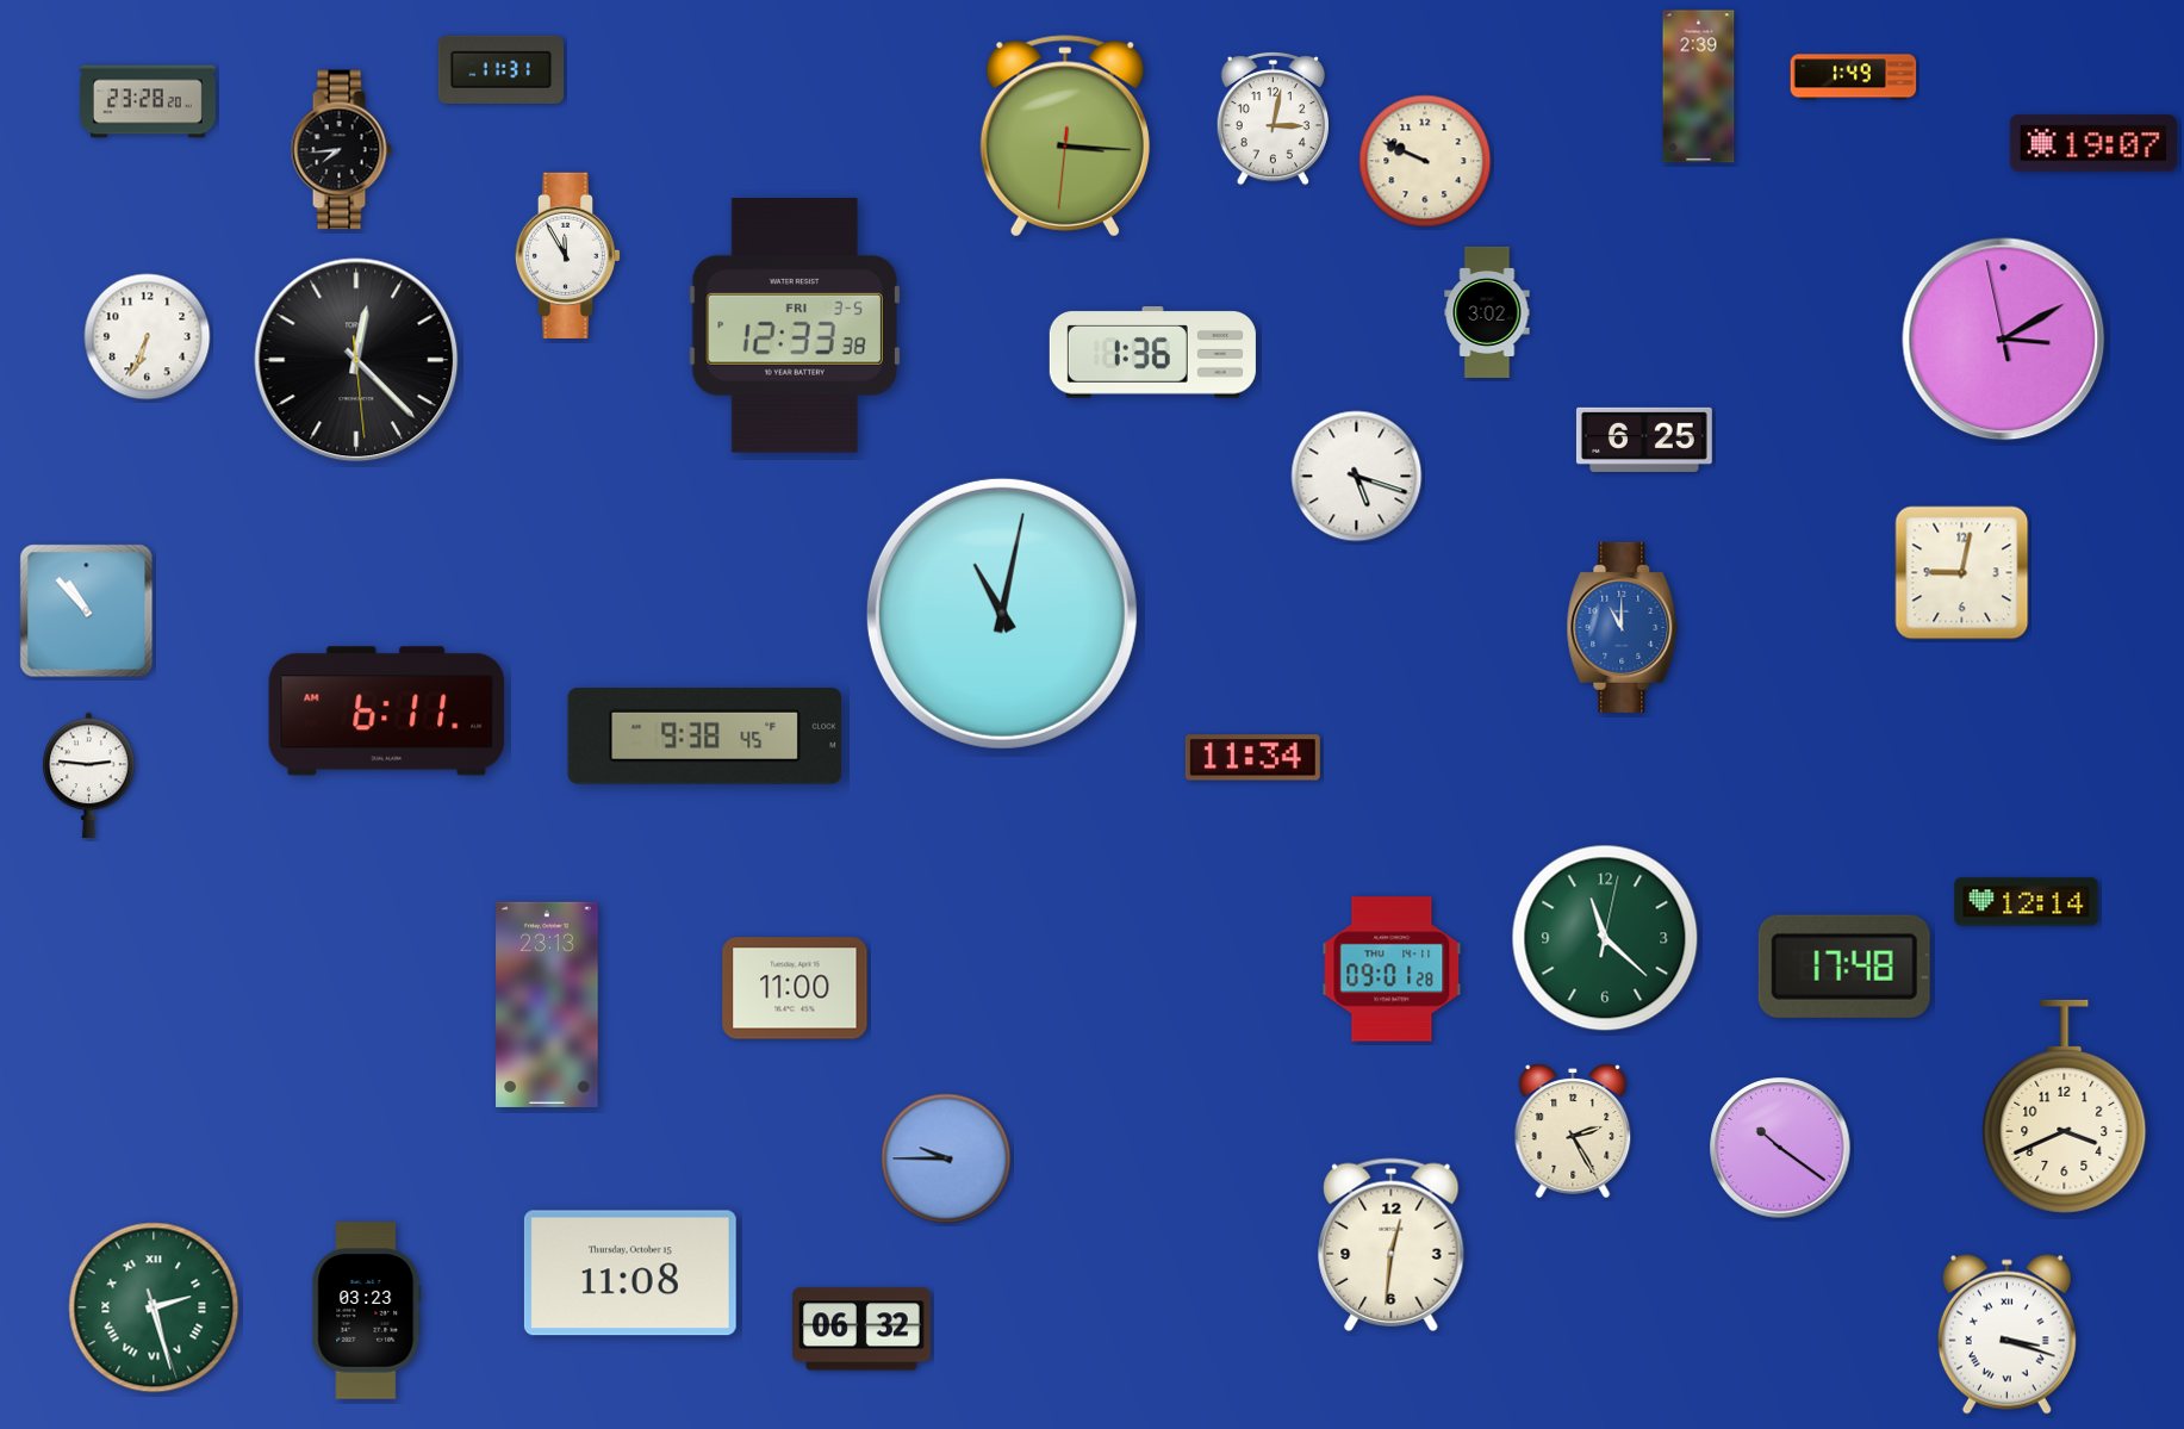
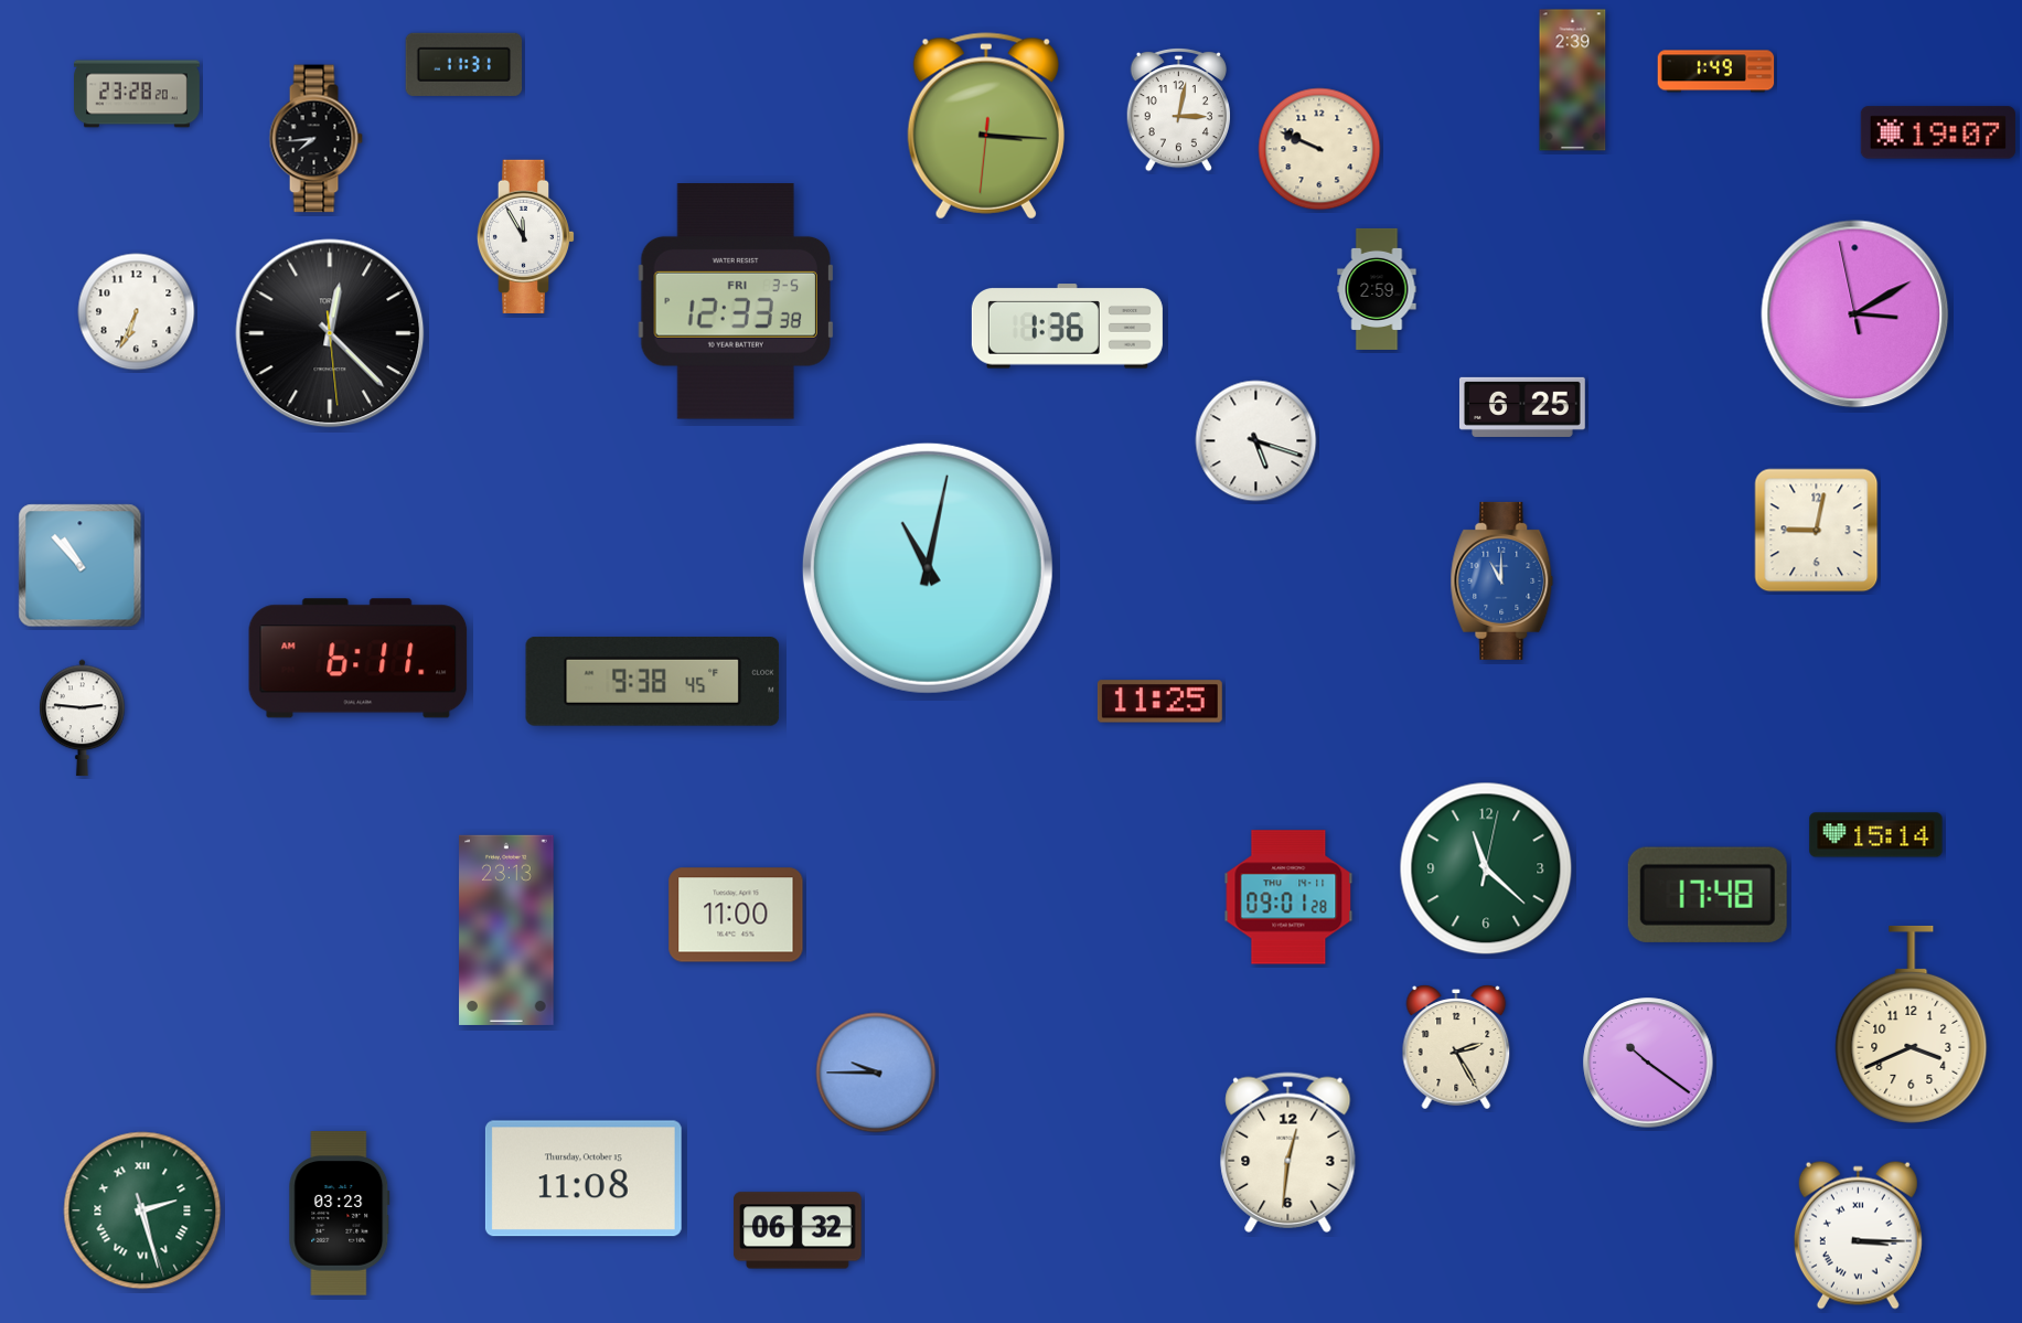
clock at (1487, 312): 3:02 -> 2:59
clock at (1252, 758): 11:34 -> 11:25
clock at (2027, 902): 12:14 -> 15:14
clock at (2006, 1334): 3:18 -> 3:15
